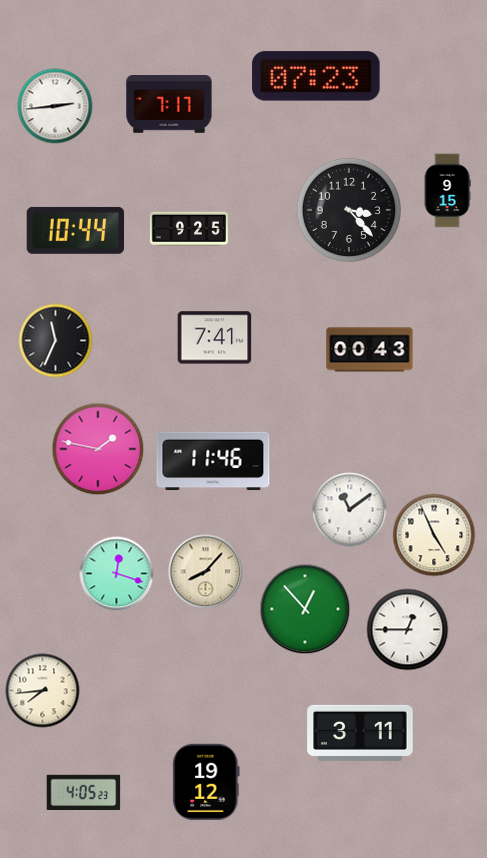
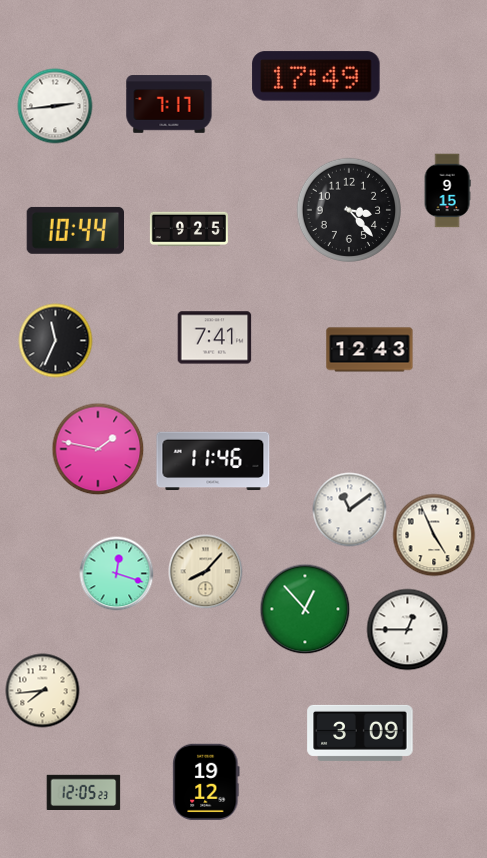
clock at (316, 76): 07:23 -> 17:49
clock at (370, 350): 00:43 -> 12:43
clock at (360, 733): 3:11 -> 3:09
clock at (84, 792): 4:05 -> 12:05
